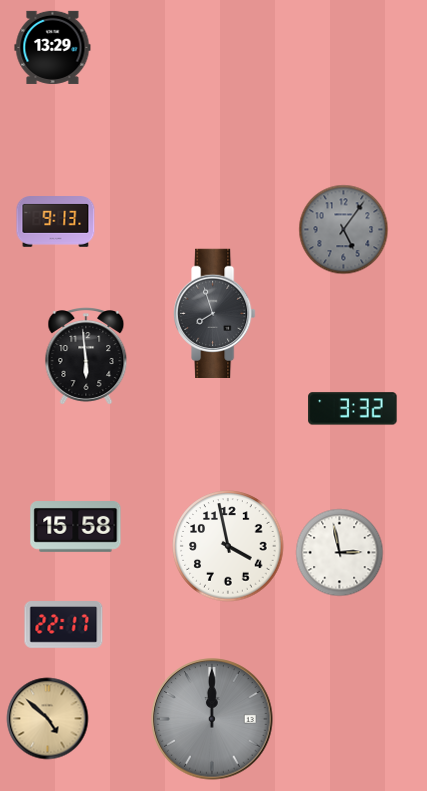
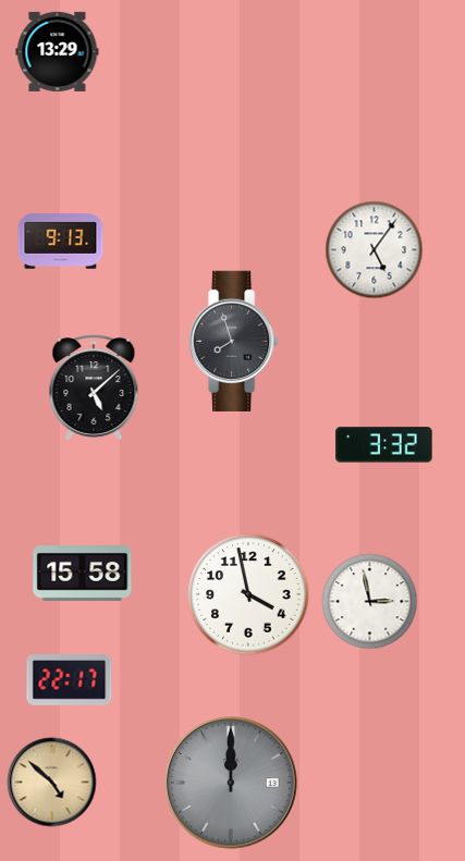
clock at (344, 230) dial: grey -> white
clock at (86, 357): 5:59 -> 5:08
